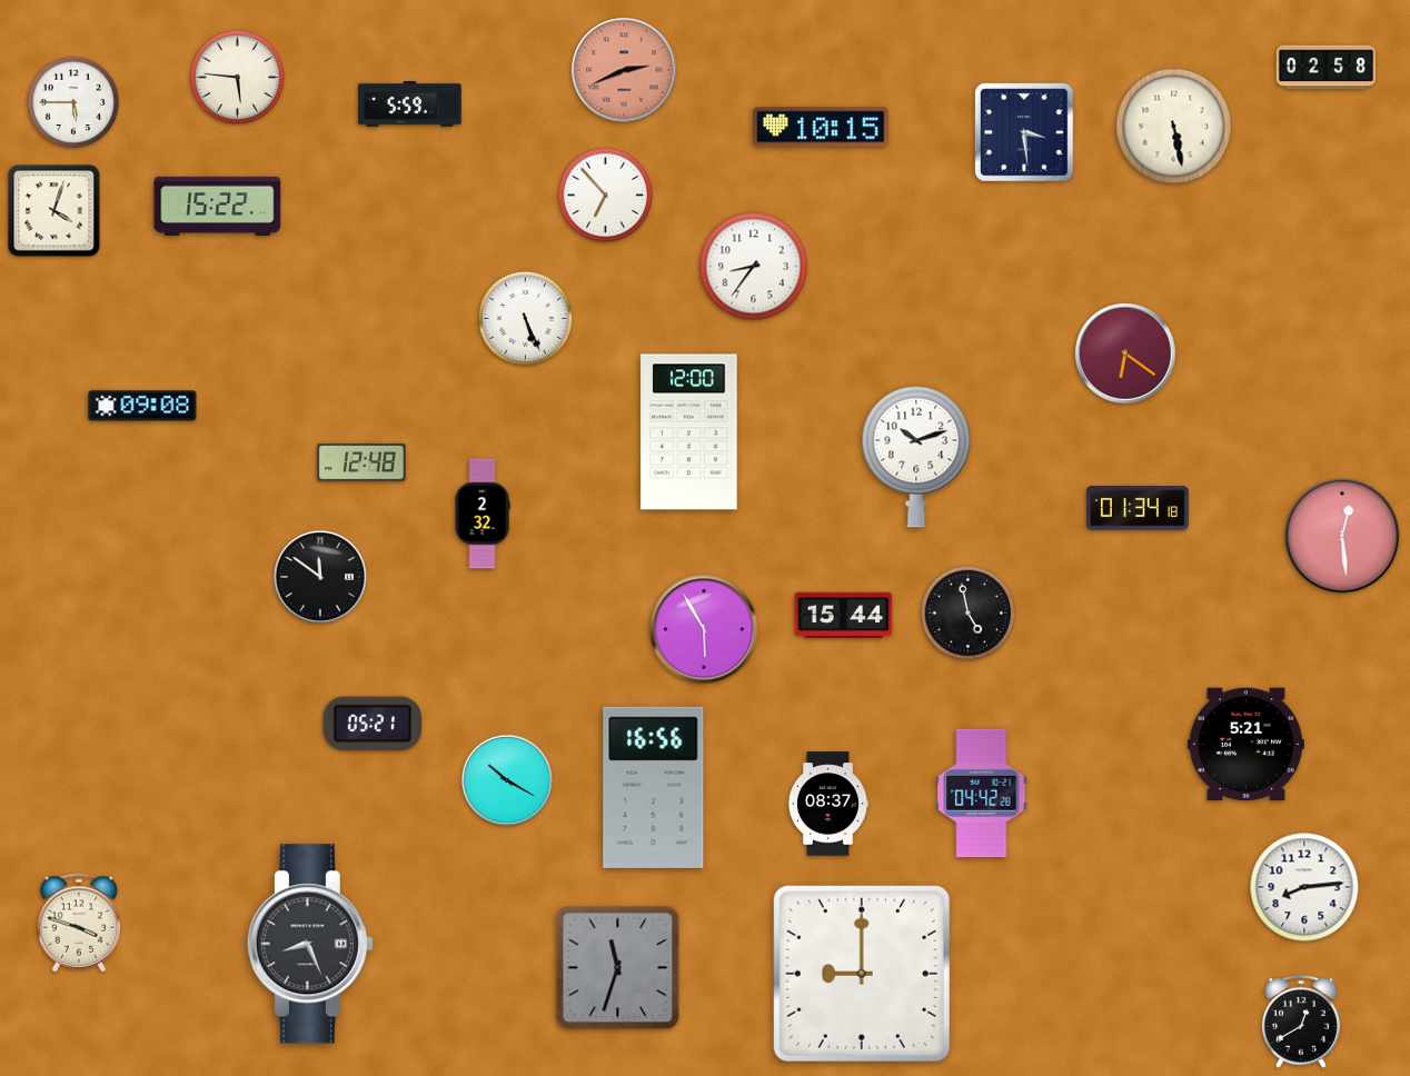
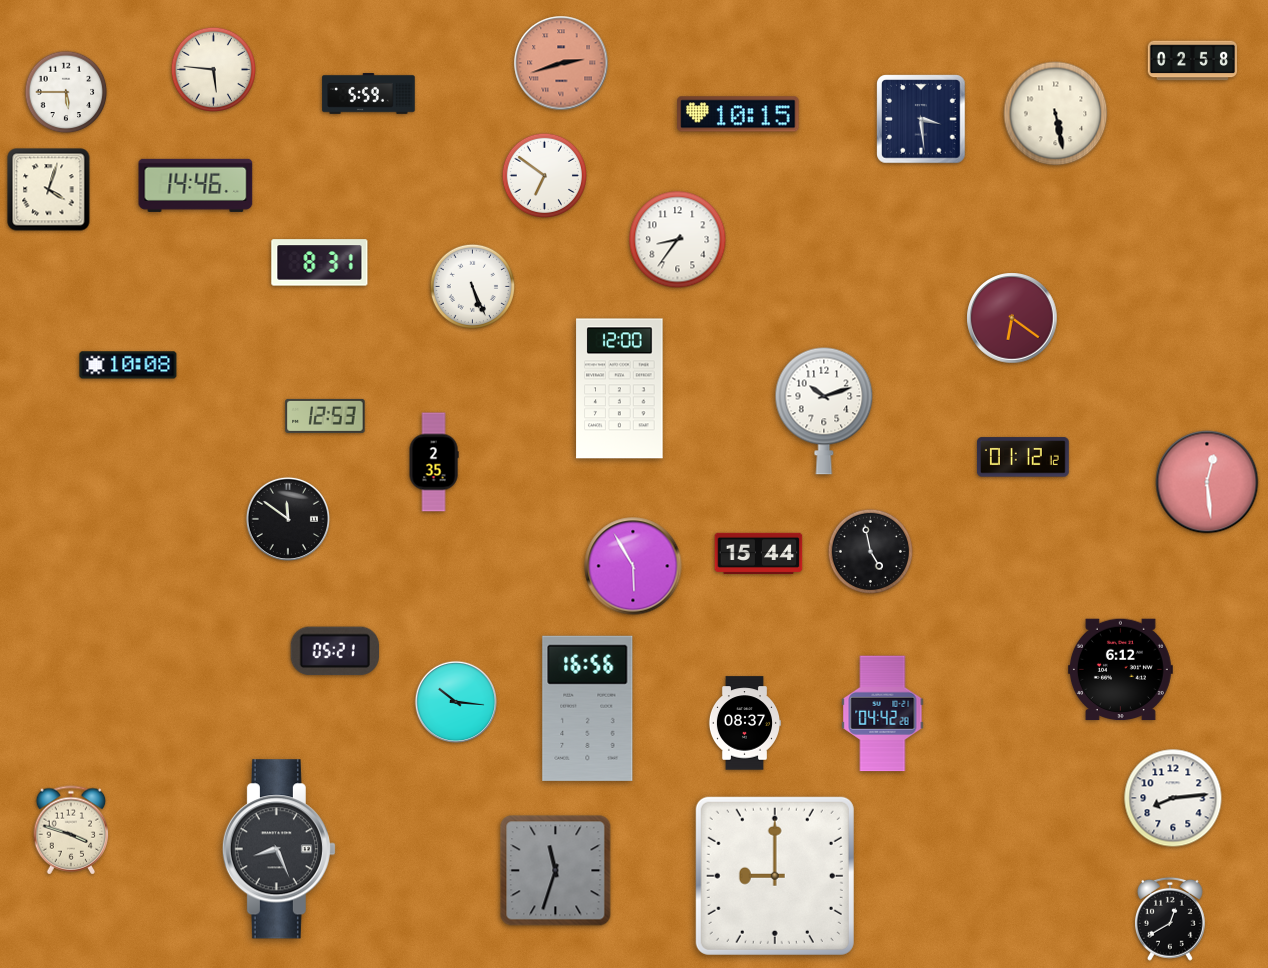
clock at (624, 70): 2:41 -> 2:42
clock at (605, 195): 6:53 -> 6:51
clock at (218, 206): 15:22 -> 14:46
clock at (320, 263): none -> 8:31
clock at (142, 406): 09:08 -> 10:08
clock at (361, 462): 12:48 -> 12:53
clock at (1138, 508): 01:34 -> 01:12
clock at (483, 514): 2:32 -> 2:35
clock at (1245, 745): 5:21 -> 6:12
clock at (506, 779): 10:20 -> 10:16
